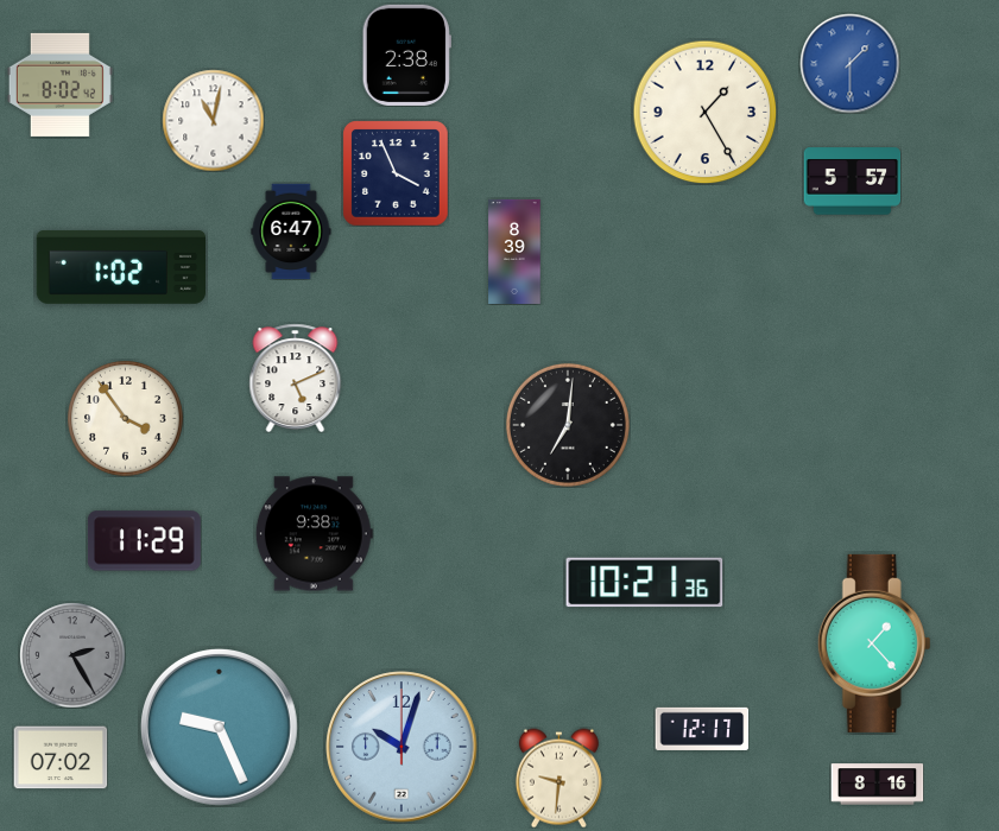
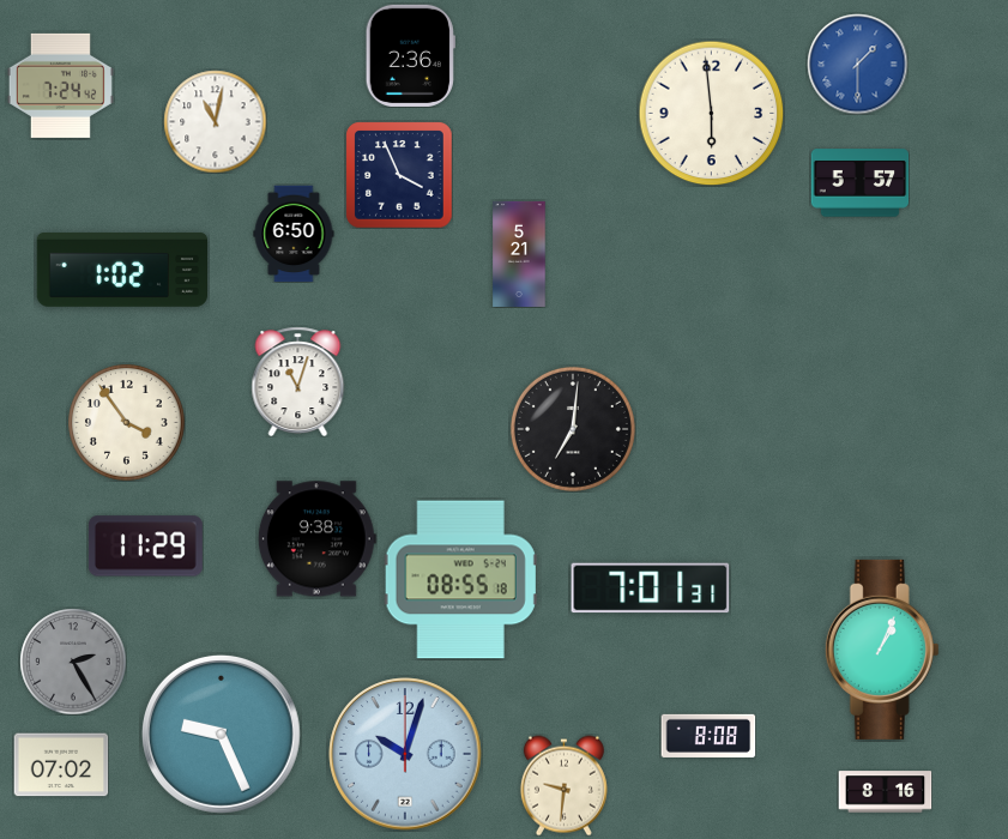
clock at (406, 55): 2:38 -> 2:36
clock at (59, 84): 8:02 -> 7:24
clock at (704, 112): 1:25 -> 5:59
clock at (291, 231): 6:47 -> 6:50
clock at (514, 252): 8:39 -> 5:21
clock at (296, 378): 5:11 -> 11:03
clock at (460, 580): none -> 08:55
clock at (645, 583): 10:21 -> 7:01
clock at (874, 643): 1:23 -> 1:04
clock at (702, 729): 12:17 -> 8:08
